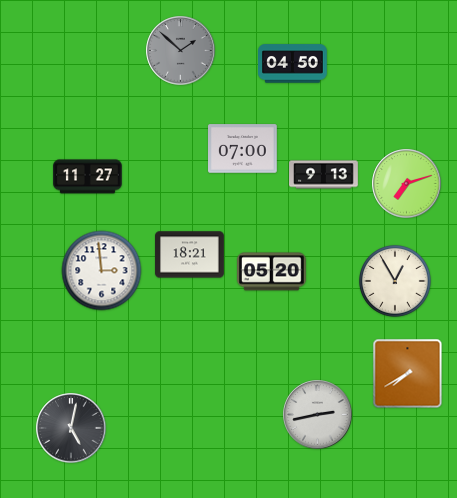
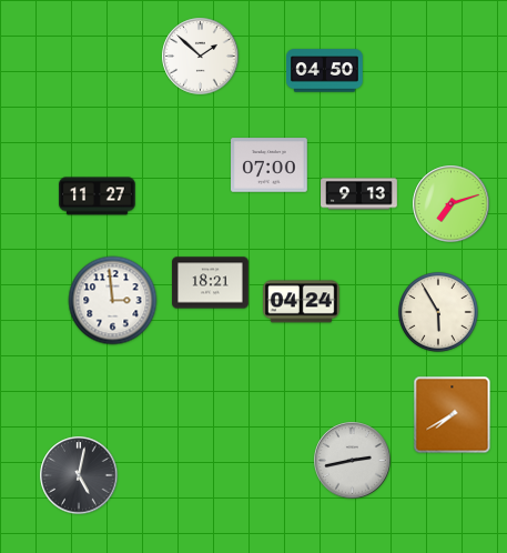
clock at (181, 51) dial: grey -> white
clock at (272, 272): 05:20 -> 04:24
clock at (396, 282): 12:55 -> 5:55
